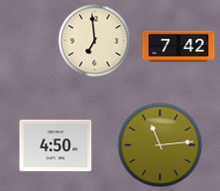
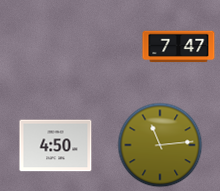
clock at (95, 41): 6:59 -> none
clock at (179, 47): 7:42 -> 7:47
